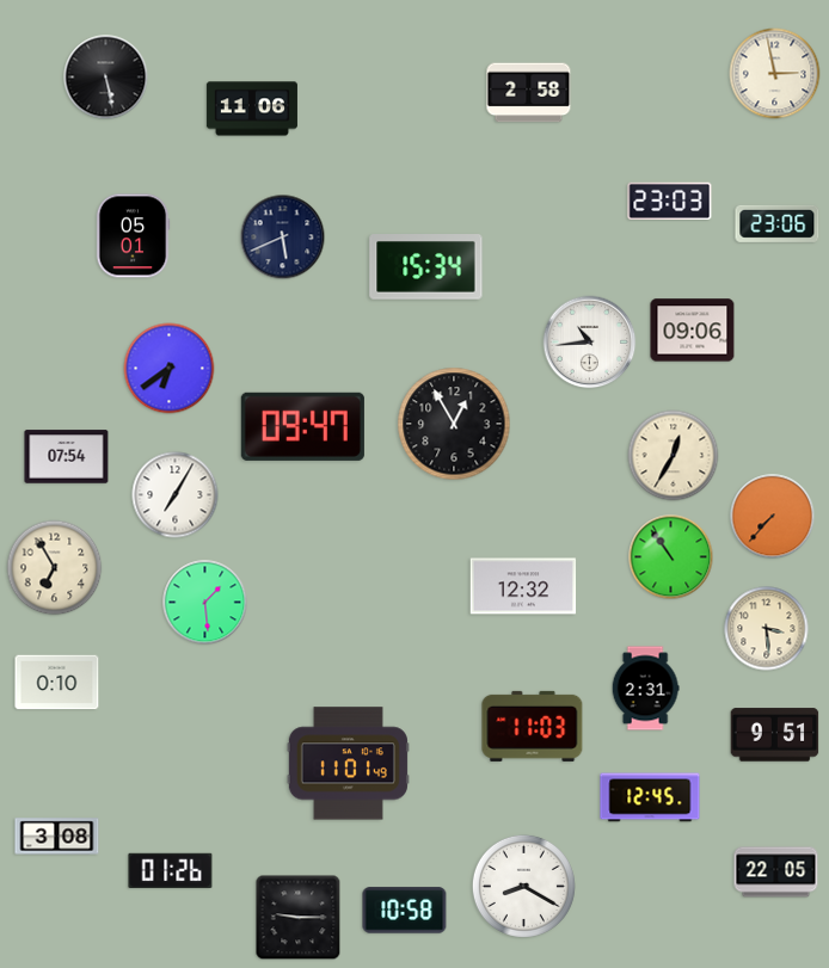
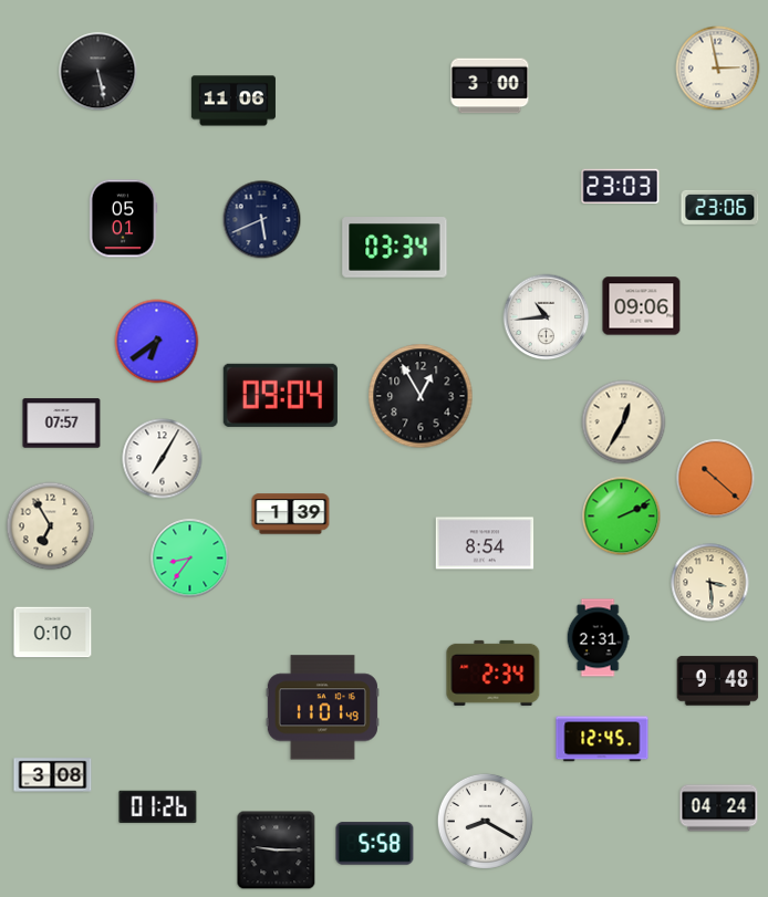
clock at (529, 93): 2:58 -> 3:00
clock at (426, 267): 15:34 -> 03:34
clock at (454, 424) position: (454, 424) -> (421, 396)
clock at (302, 426): 09:47 -> 09:04
clock at (67, 457): 07:54 -> 07:57
clock at (773, 517): 7:37 -> 10:22
clock at (291, 514): none -> 1:39
clock at (671, 557): 10:54 -> 2:11
clock at (523, 586): 12:32 -> 8:54
clock at (205, 603): 1:29 -> 8:36
clock at (533, 726): 11:03 -> 2:34
clock at (775, 735): 9:51 -> 9:48
clock at (776, 873): 22:05 -> 04:24
clock at (405, 911): 10:58 -> 5:58
